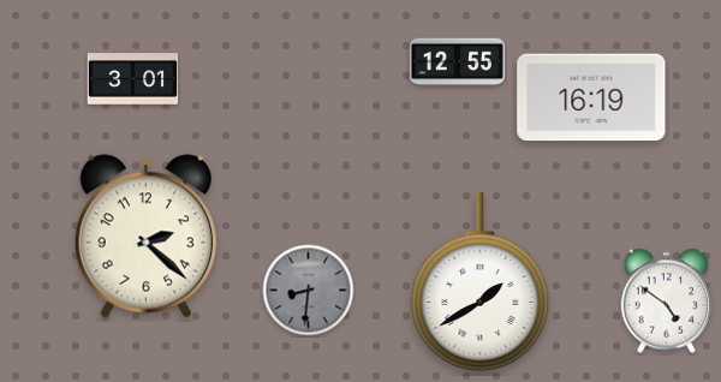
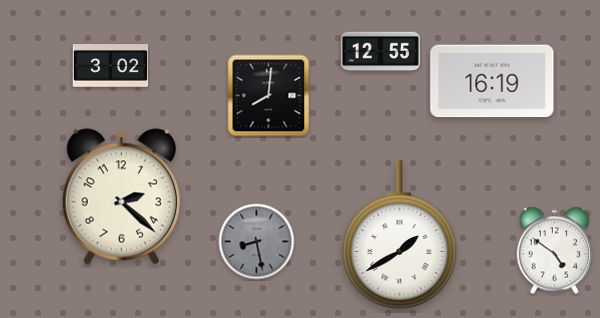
clock at (133, 79): 3:01 -> 3:02
clock at (269, 96): none -> 8:01
clock at (309, 291): 8:31 -> 8:28
